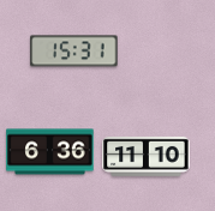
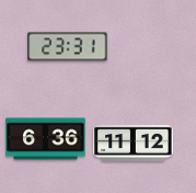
clock at (74, 52): 15:31 -> 23:31
clock at (147, 156): 11:10 -> 11:12
